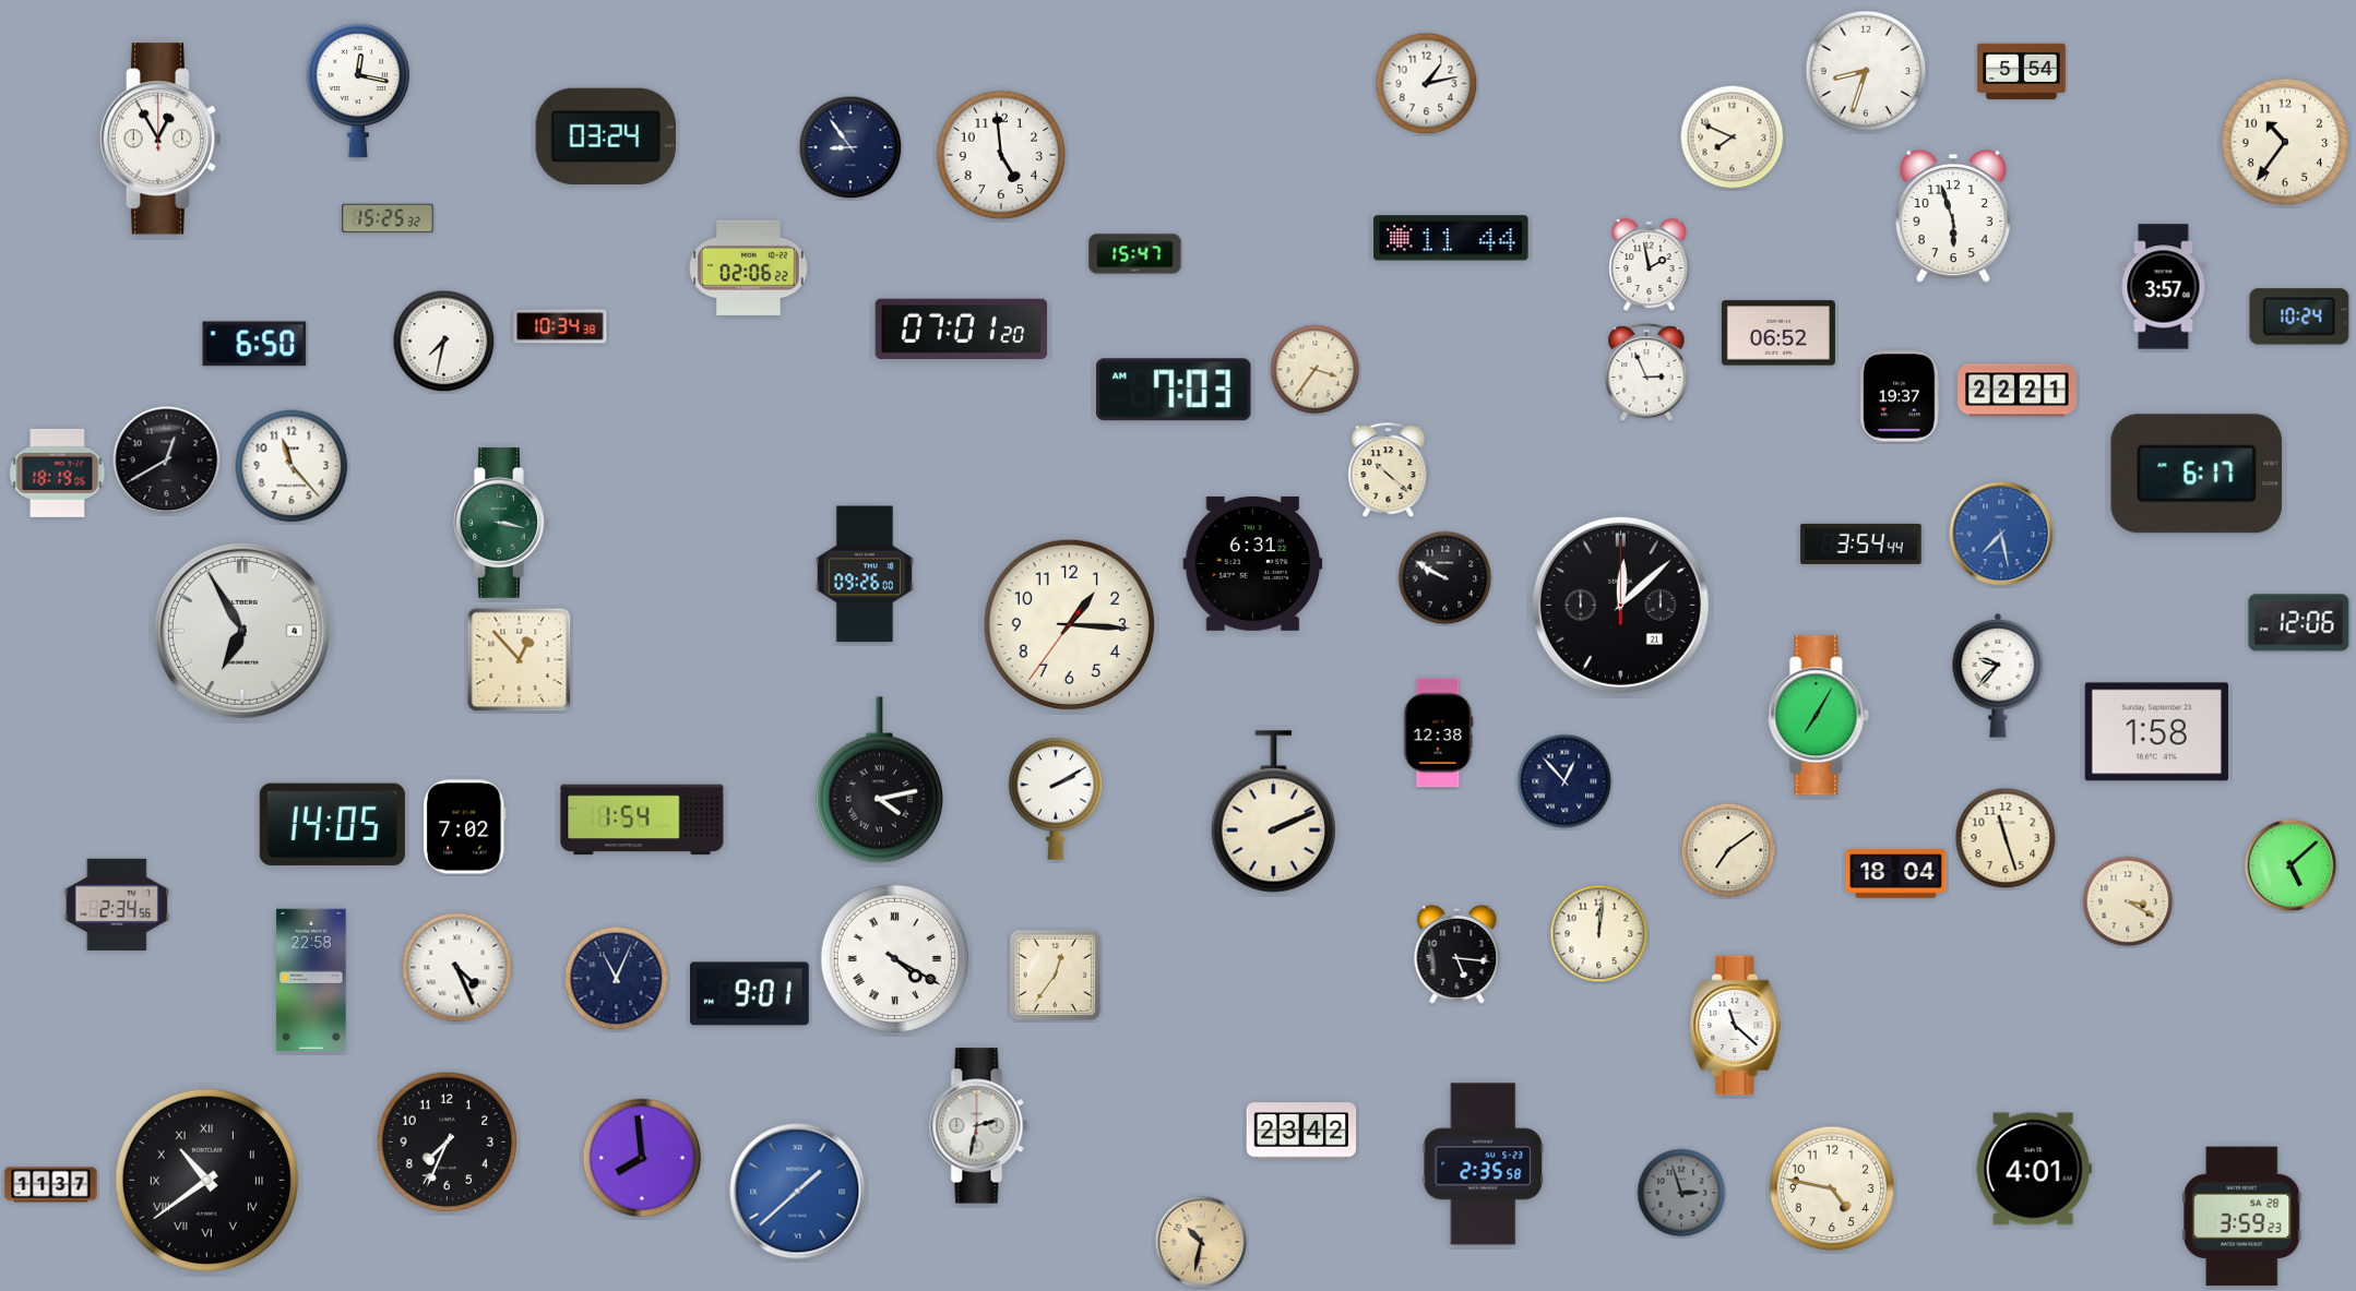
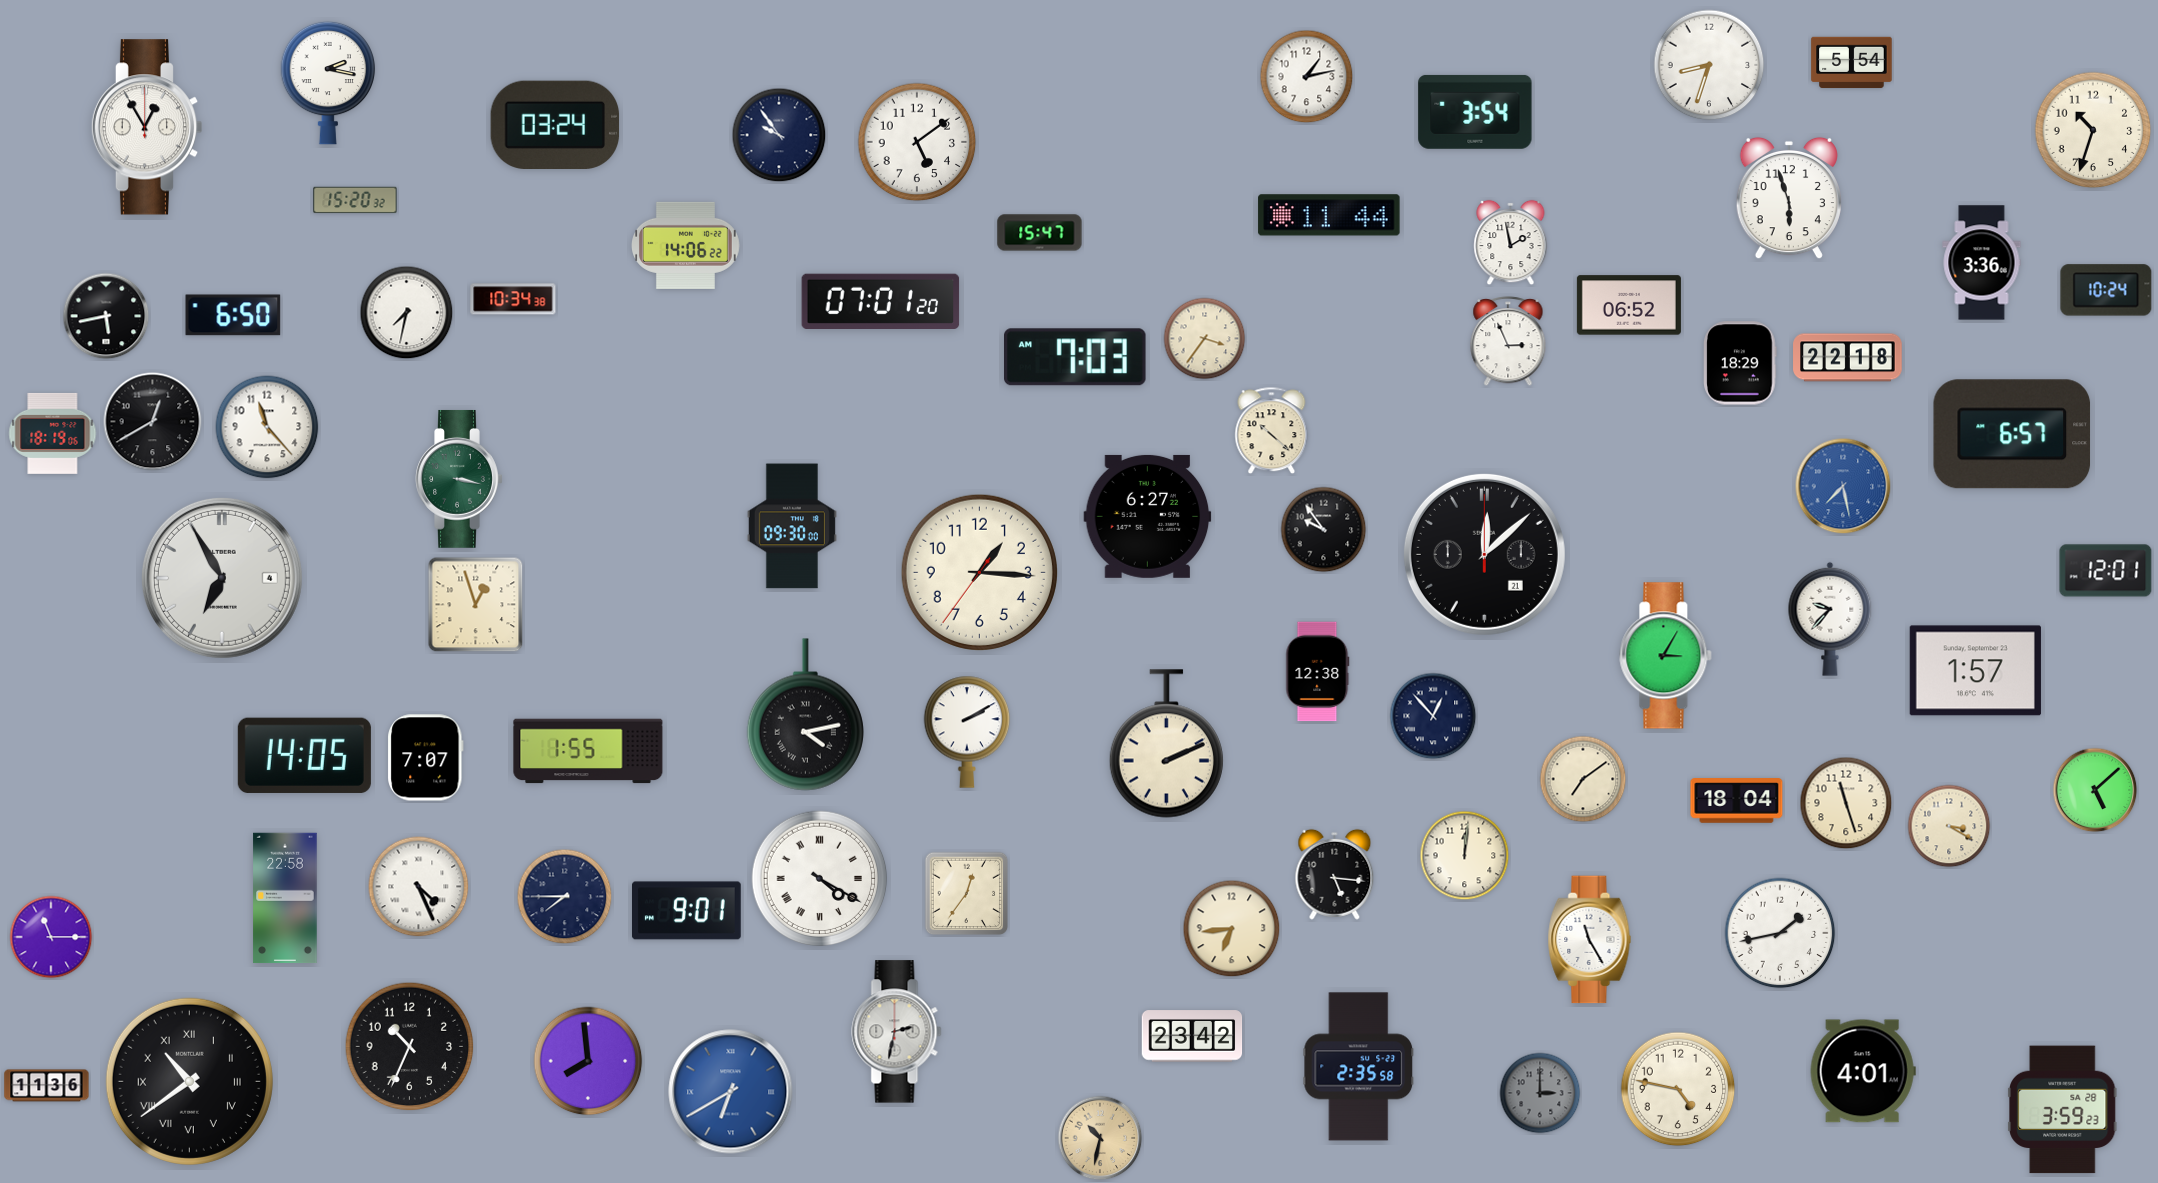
clock at (2022, 72) position: (2022, 72) -> (1852, 63)
clock at (358, 91): 12:17 -> 2:17
clock at (1475, 112): none -> 3:54
clock at (1733, 138): 7:49 -> none
clock at (2285, 142): 10:36 -> 10:33
clock at (850, 147): 8:54 -> 9:54
clock at (1001, 155): 4:59 -> 5:09
clock at (388, 218): 15:25 -> 15:20
clock at (1451, 238) position: (1451, 238) -> (1329, 215)
clock at (749, 267): 02:06 -> 14:06
clock at (2164, 287): 3:57 -> 3:36
clock at (106, 316): none -> 5:43
clock at (2018, 391): 22:21 -> 22:18
clock at (1900, 396): 19:37 -> 18:29
clock at (2197, 474): 6:17 -> 6:57
clock at (2001, 534) position: (2001, 534) -> (1843, 486)
clock at (1861, 543): 3:54 -> none
clock at (1253, 563): 6:31 -> 6:27
clock at (865, 574): 09:26 -> 09:30
clock at (1445, 578): 9:50 -> 9:54
clock at (2299, 623): 12:06 -> 12:01
clock at (520, 660): 12:53 -> 12:57
clock at (1819, 716): 7:05 -> 3:05
clock at (2156, 732): 1:58 -> 1:57
clock at (642, 820): 1:54 -> 1:55
clock at (465, 827): 7:02 -> 7:07
clock at (2006, 838) position: (2006, 838) -> (1846, 803)
clock at (2290, 865) position: (2290, 865) -> (2095, 790)
clock at (117, 905): 2:34 -> none
clock at (617, 979): 11:04 -> 7:45
clock at (1232, 929): none -> 6:44
clock at (1780, 933): none -> 1:43
clock at (51, 937): none -> 11:15
clock at (1736, 1026): 11:22 -> 11:25
clock at (448, 1143): 7:34 -> 10:34
clock at (51, 1185): 11:37 -> 11:36
clock at (798, 1192): 1:38 -> 6:40
clock at (1681, 1193): 2:57 -> 3:00
clock at (2242, 1217) position: (2242, 1217) -> (2063, 1110)
